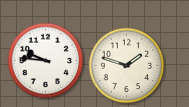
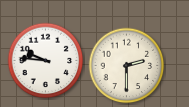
clock at (127, 66): 1:48 -> 2:30
